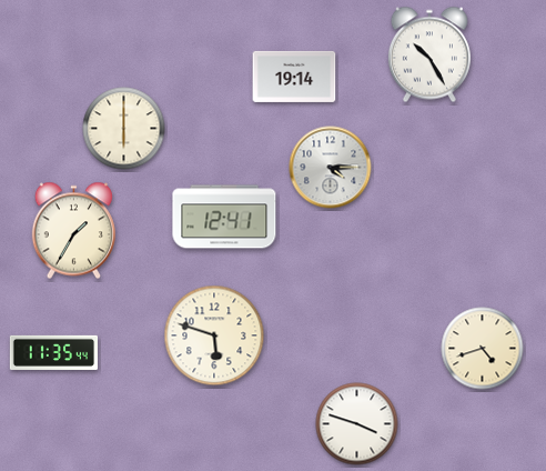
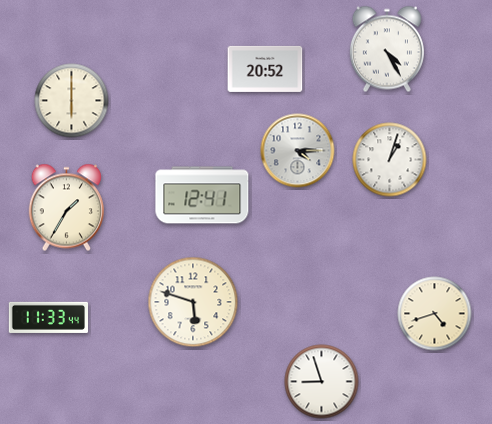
clock at (429, 54): 10:25 -> 4:25
clock at (294, 77): 19:14 -> 20:52
clock at (124, 129) position: (124, 129) -> (72, 101)
clock at (390, 160): none -> 1:03
clock at (53, 352): 11:35 -> 11:33
clock at (357, 424): 3:48 -> 8:57
